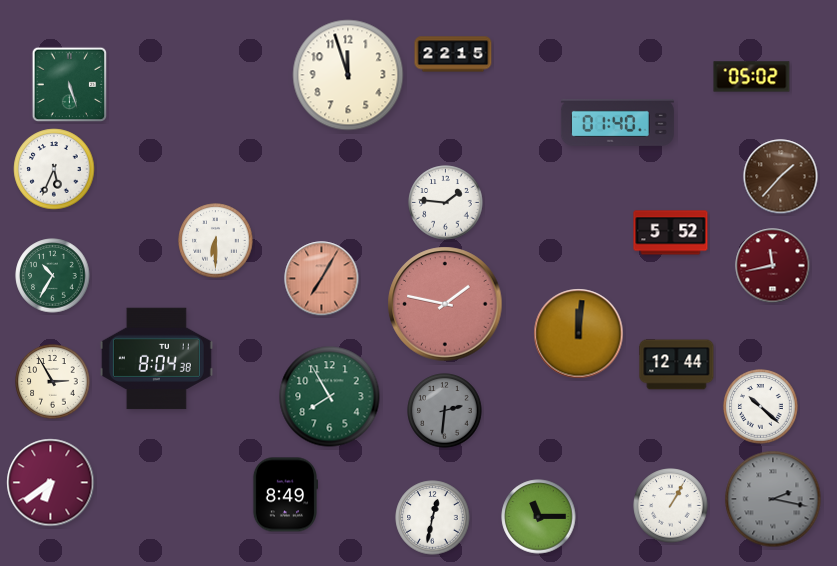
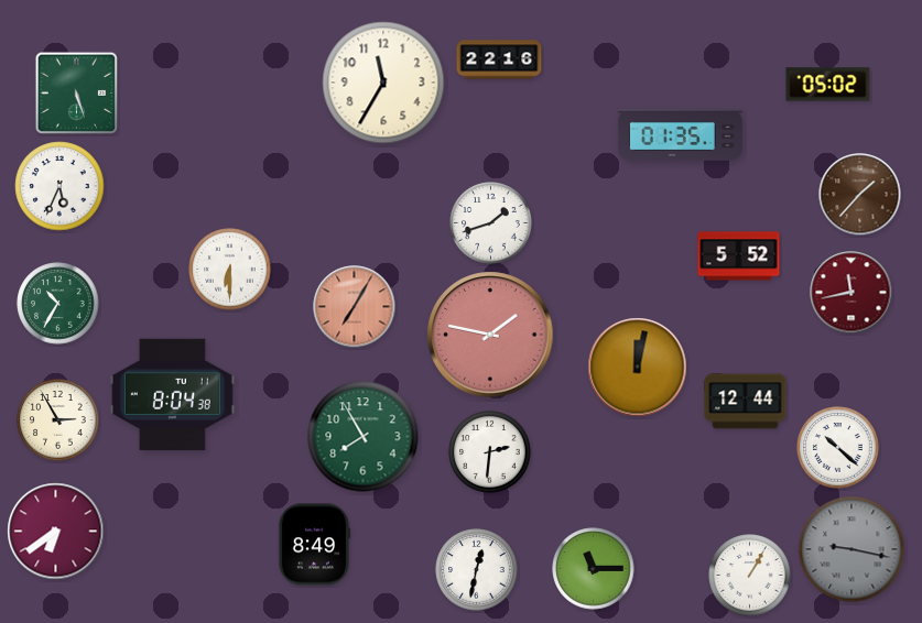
clock at (453, 54): 22:15 -> 22:16
clock at (348, 75): 11:57 -> 11:35
clock at (617, 122): 01:40 -> 01:35
clock at (446, 203): 1:46 -> 1:42
clock at (216, 241) position: (216, 241) -> (230, 270)
clock at (579, 334): 12:01 -> 12:02
clock at (445, 411) dial: grey -> white
clock at (773, 499): 2:17 -> 9:17
clock at (671, 506) position: (671, 506) -> (750, 576)
